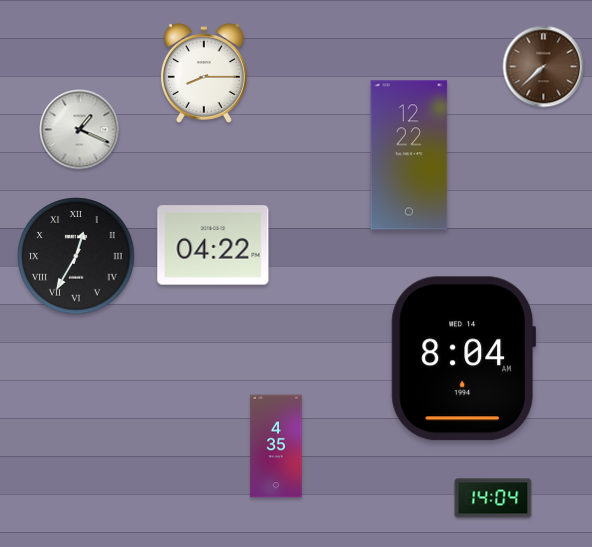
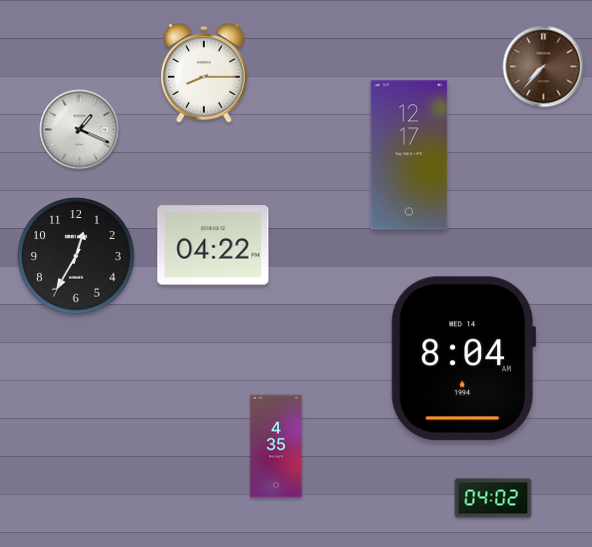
clock at (544, 67): 7:38 -> 7:37
clock at (409, 155): 12:22 -> 12:17
clock at (76, 256) numerals: Roman -> Arabic
clock at (493, 498): 14:04 -> 04:02
